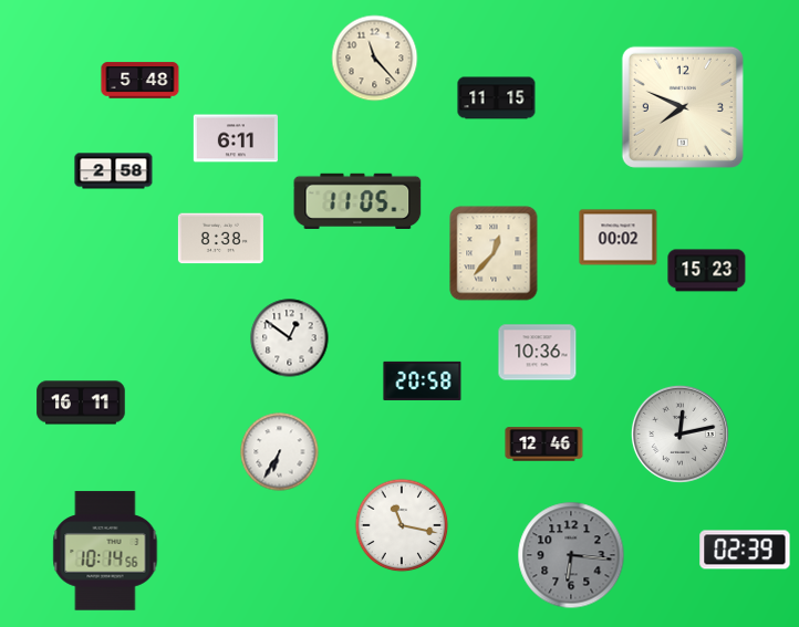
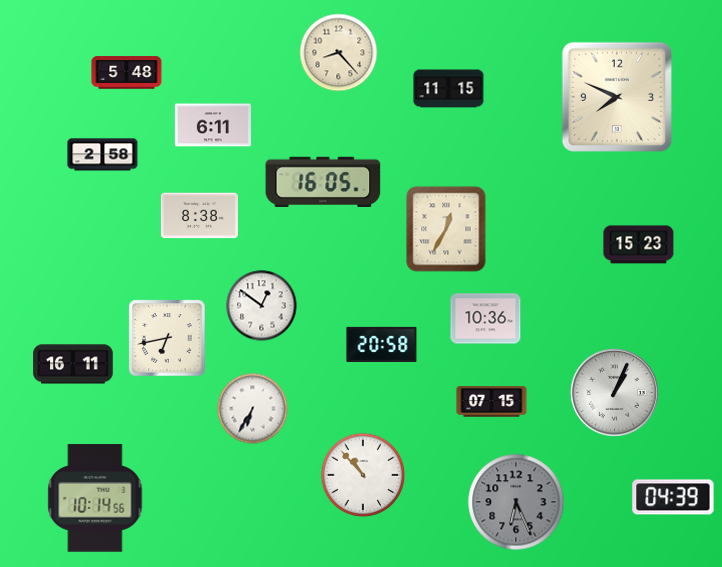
clock at (375, 59): 11:23 -> 8:23
clock at (357, 201): 11:05 -> 16:05
clock at (619, 238): 00:02 -> none
clock at (494, 253): 12:37 -> 12:35
clock at (167, 338): none -> 6:43
clock at (679, 433): 12:13 -> 1:04
clock at (544, 445): 12:46 -> 07:15
clock at (402, 525): 11:17 -> 10:53
clock at (745, 550): 02:39 -> 04:39
clock at (571, 555): 6:16 -> 6:26
